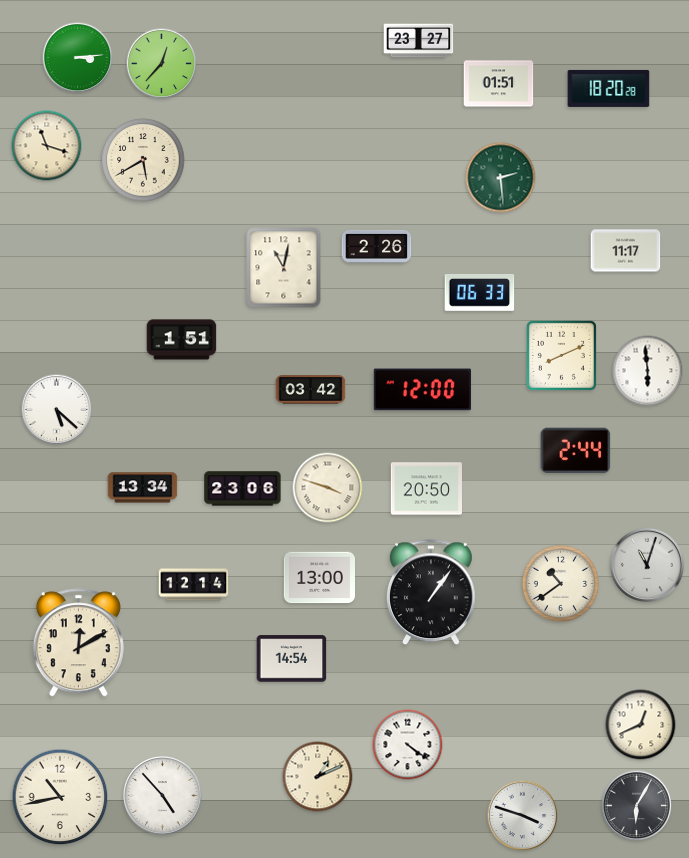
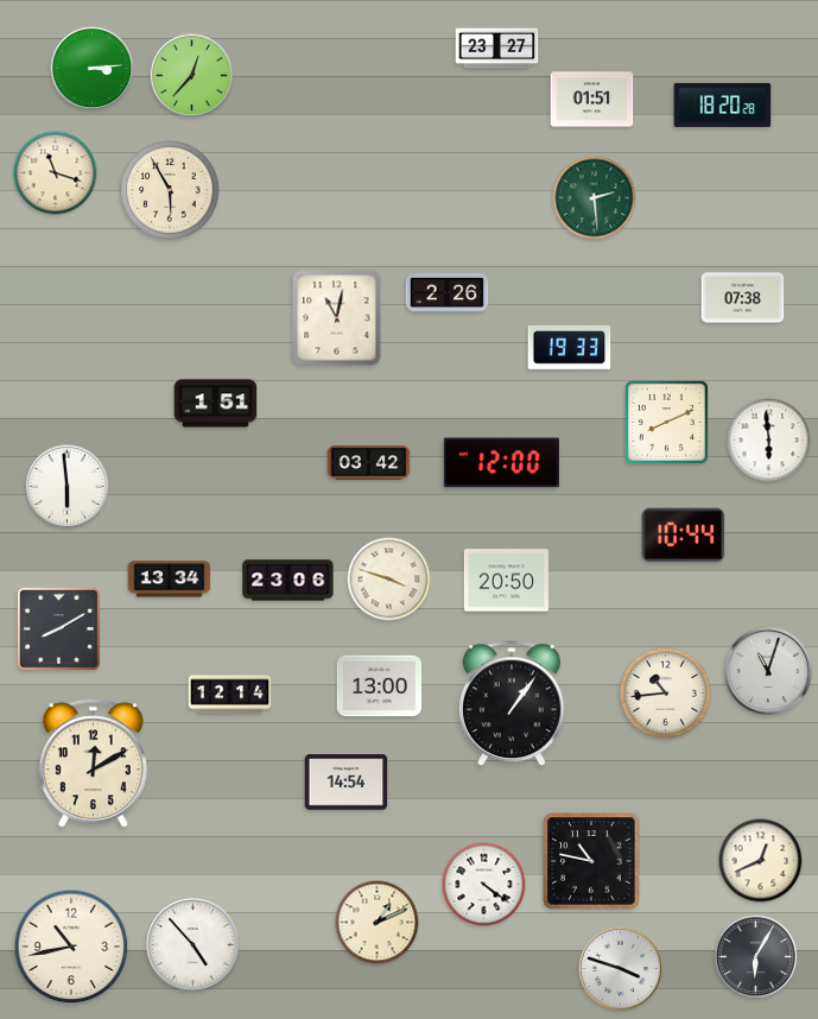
clock at (143, 160): 5:40 -> 5:55
clock at (501, 178) position: (501, 178) -> (595, 198)
clock at (626, 251): 11:17 -> 07:38
clock at (480, 293): 06:33 -> 19:33
clock at (57, 410): 5:22 -> 5:59
clock at (576, 451): 2:44 -> 10:44
clock at (58, 628): none -> 8:10
clock at (560, 583): 10:39 -> 10:44
clock at (591, 861): none -> 10:47
